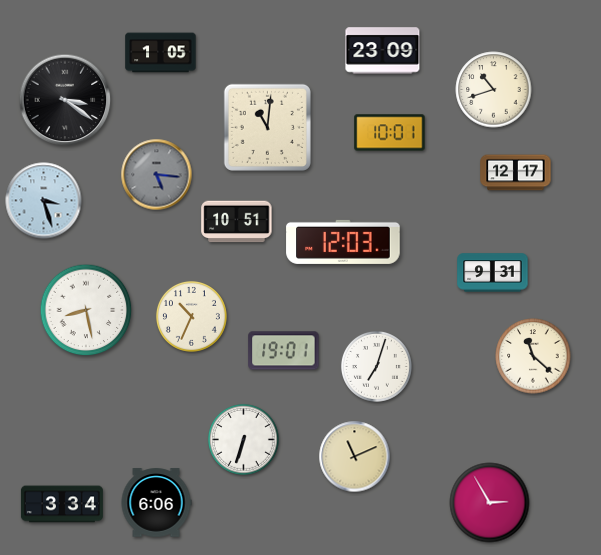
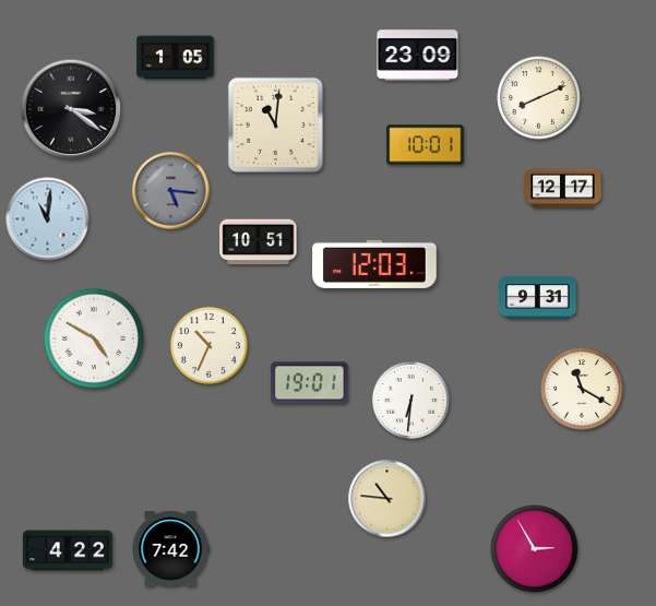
clock at (494, 90): 10:42 -> 8:11
clock at (267, 127) position: (267, 127) -> (275, 124)
clock at (44, 201): 3:27 -> 11:01
clock at (86, 310): 8:28 -> 4:50
clock at (533, 356): 11:22 -> 11:20
clock at (376, 366): 7:03 -> 6:31
clock at (243, 439): 6:33 -> none
clock at (355, 457): 11:11 -> 10:46
clock at (156, 503): 6:06 -> 7:42
clock at (62, 504): 3:34 -> 4:22
